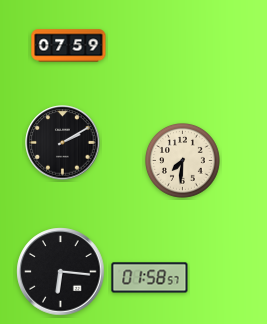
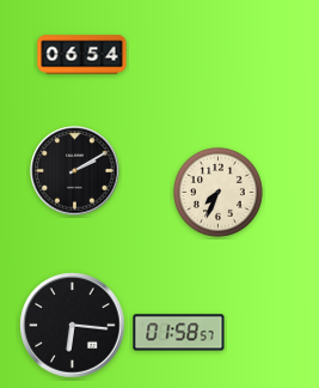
clock at (69, 46): 07:59 -> 06:54
clock at (183, 161): 7:31 -> 7:34
